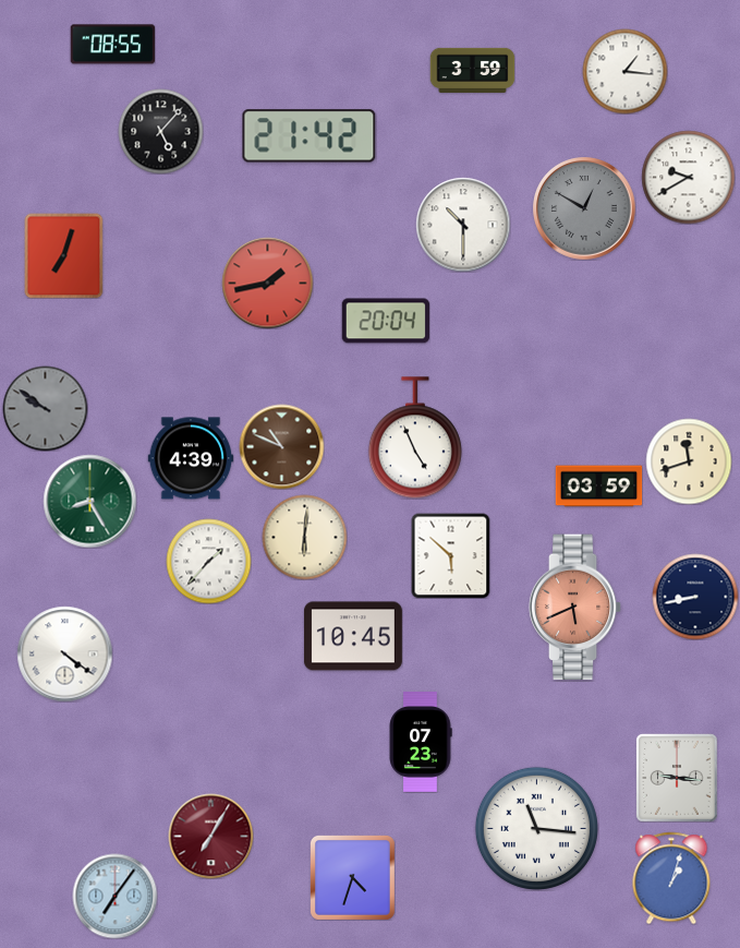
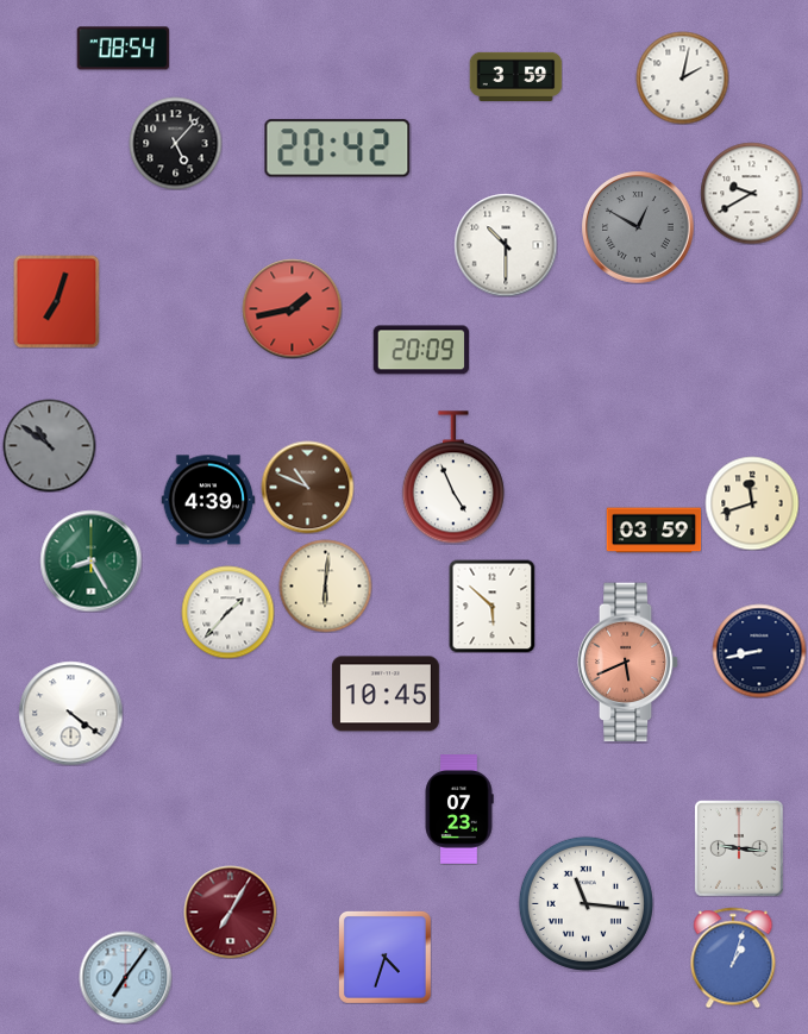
clock at (112, 45): 08:55 -> 08:54
clock at (624, 71): 1:16 -> 2:02
clock at (310, 136): 21:42 -> 20:42
clock at (64, 255) position: (64, 255) -> (57, 301)
clock at (385, 321): 20:04 -> 20:09
clock at (45, 408): 9:51 -> 10:51
clock at (89, 501) position: (89, 501) -> (90, 560)
clock at (304, 537) position: (304, 537) -> (325, 585)
